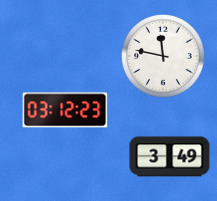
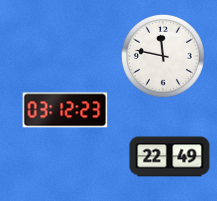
clock at (170, 157): 3:49 -> 22:49
